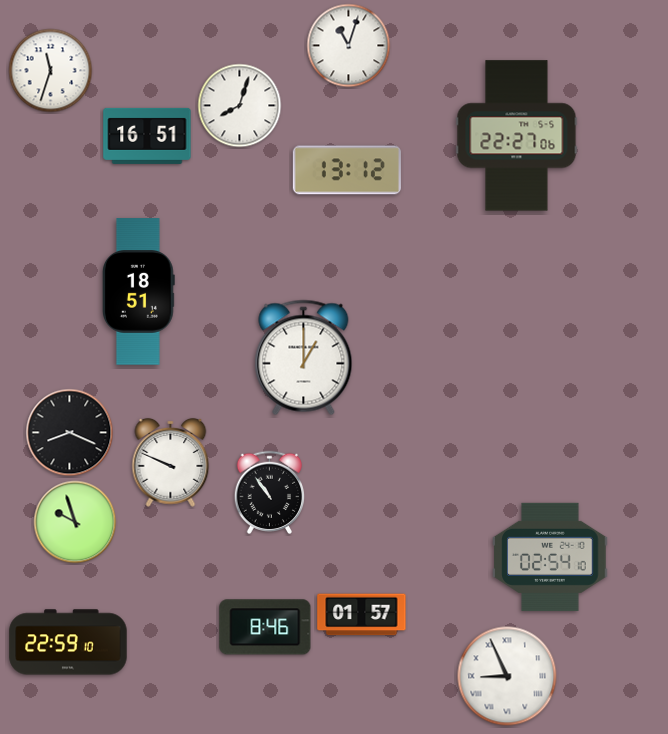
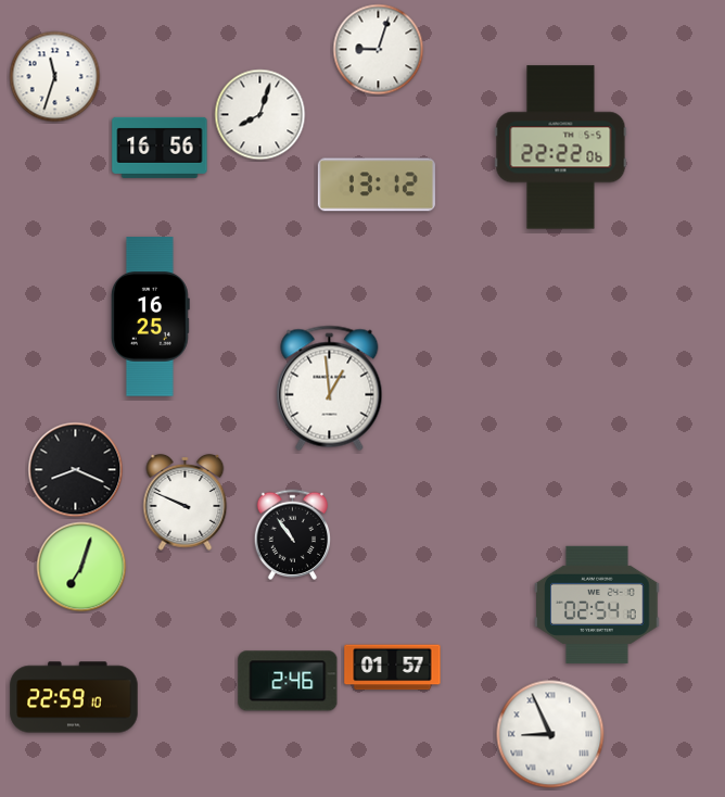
clock at (349, 46): 11:03 -> 9:03
clock at (147, 136): 16:51 -> 16:56
clock at (517, 136): 22:27 -> 22:22
clock at (138, 292): 18:51 -> 16:25
clock at (304, 358): 1:00 -> 12:59
clock at (75, 522): 9:57 -> 7:03
clock at (265, 627): 8:46 -> 2:46
